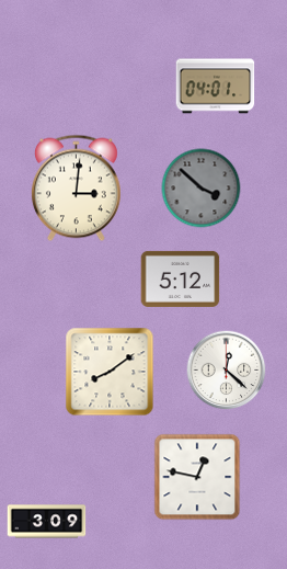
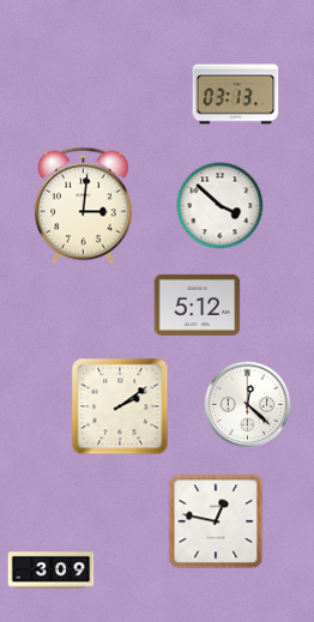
clock at (216, 87): 04:01 -> 03:13
clock at (202, 189) dial: grey -> white
clock at (110, 372): 8:09 -> 2:09
